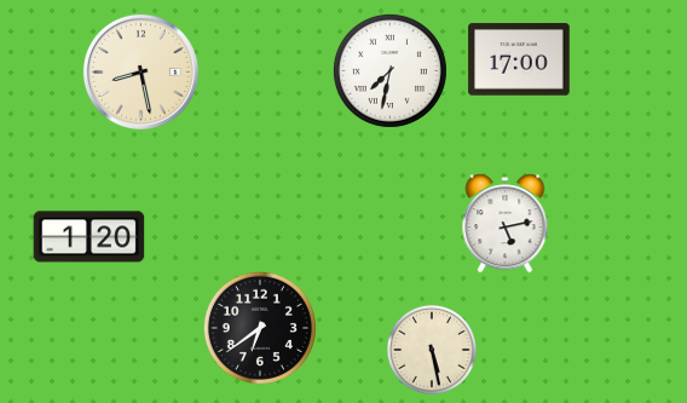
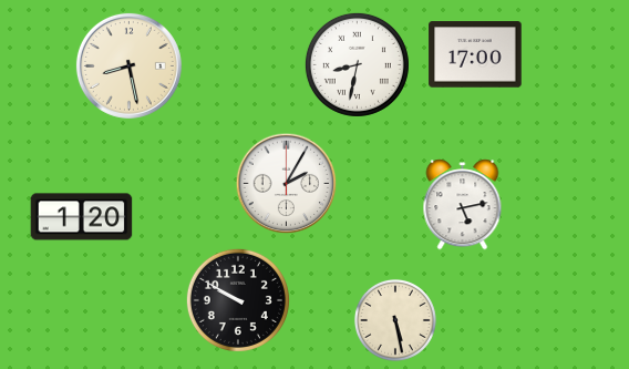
clock at (389, 70): 7:32 -> 8:32
clock at (287, 184): none -> 2:05
clock at (260, 328): 6:39 -> 9:50
